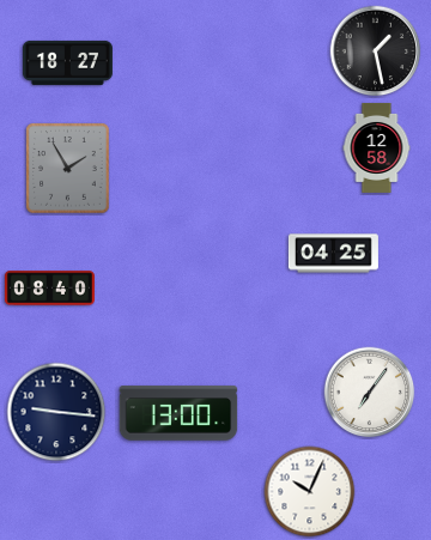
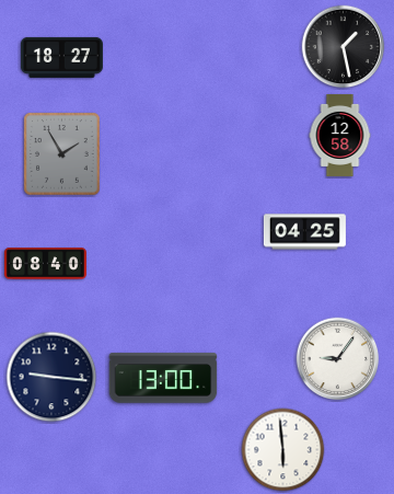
clock at (377, 147) position: (377, 147) -> (340, 135)
clock at (370, 393): 7:06 -> 9:06
clock at (310, 492): 10:04 -> 5:59
